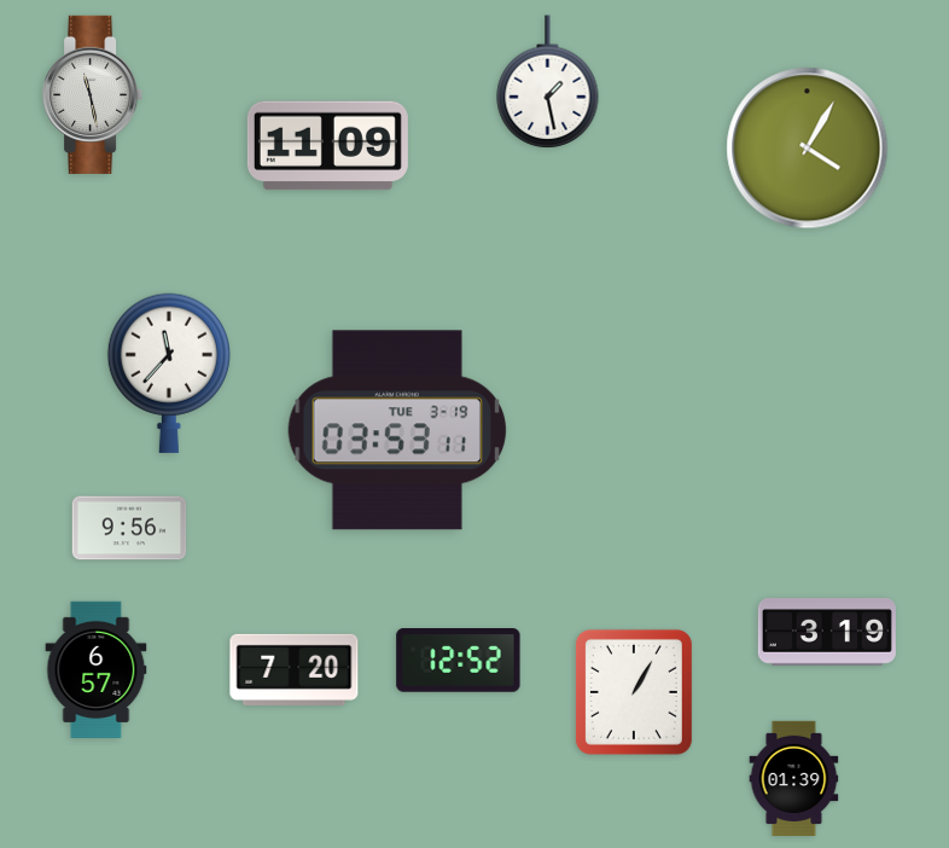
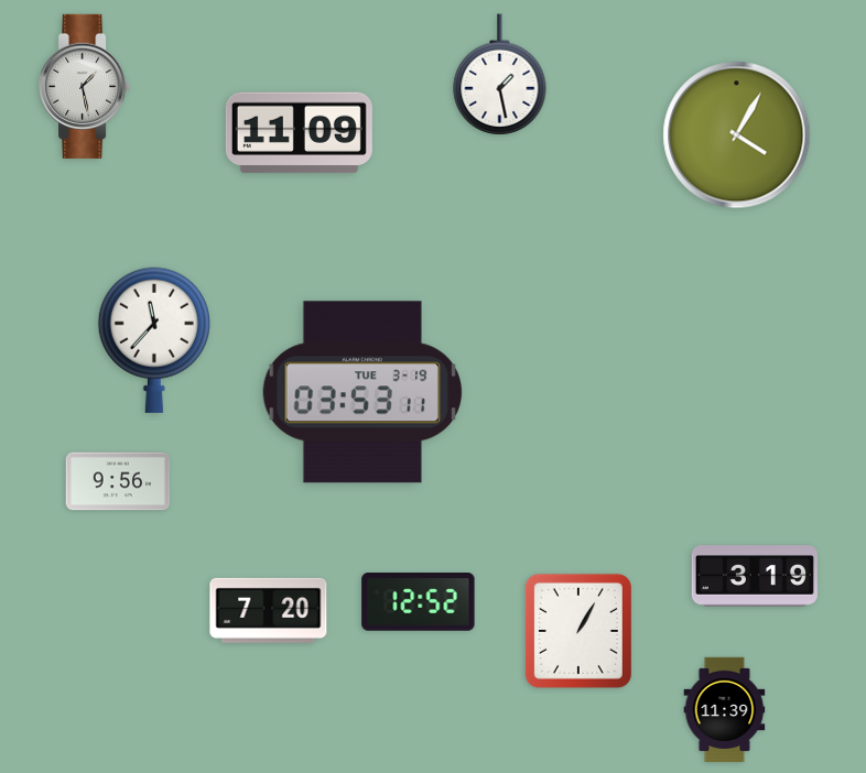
clock at (93, 94): 11:28 -> 1:28
clock at (97, 669): 6:57 -> none
clock at (794, 779): 01:39 -> 11:39
